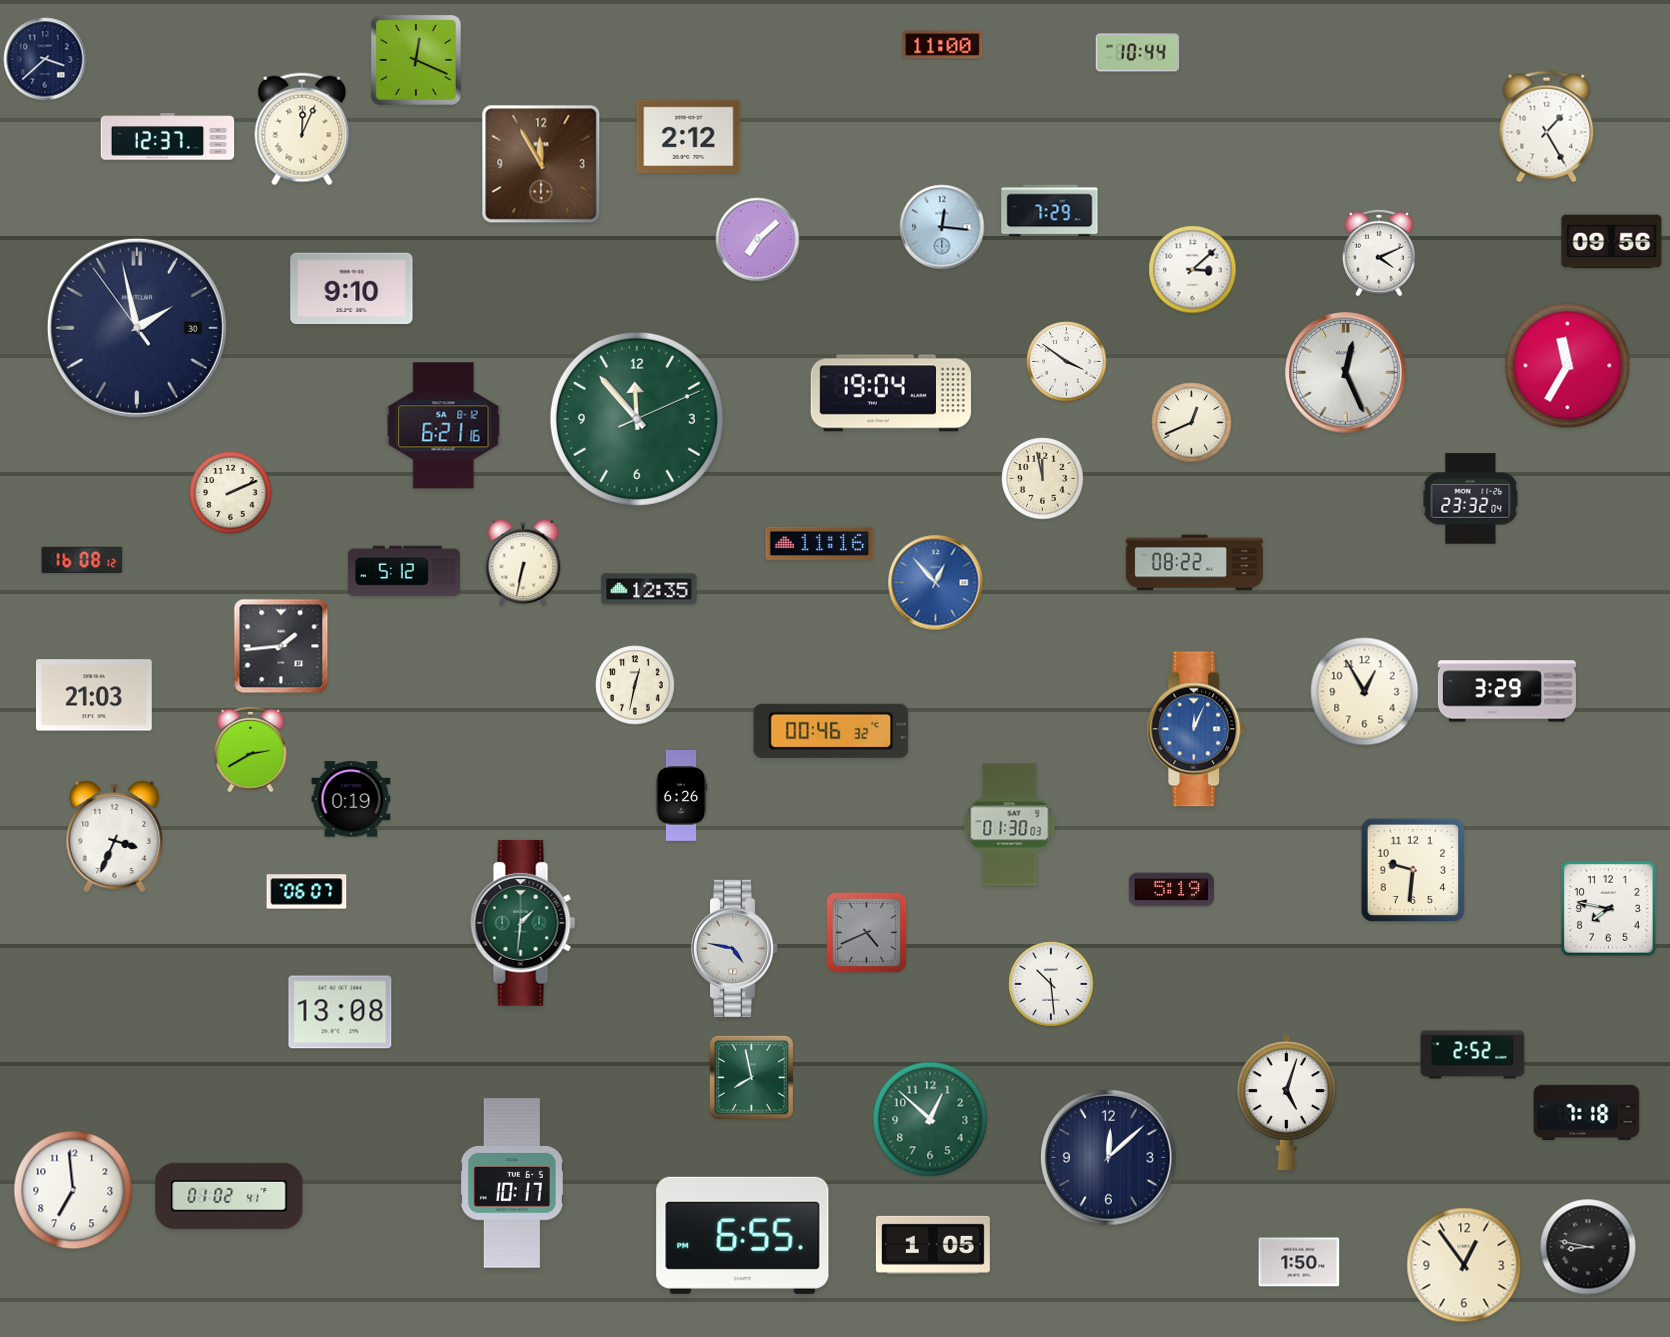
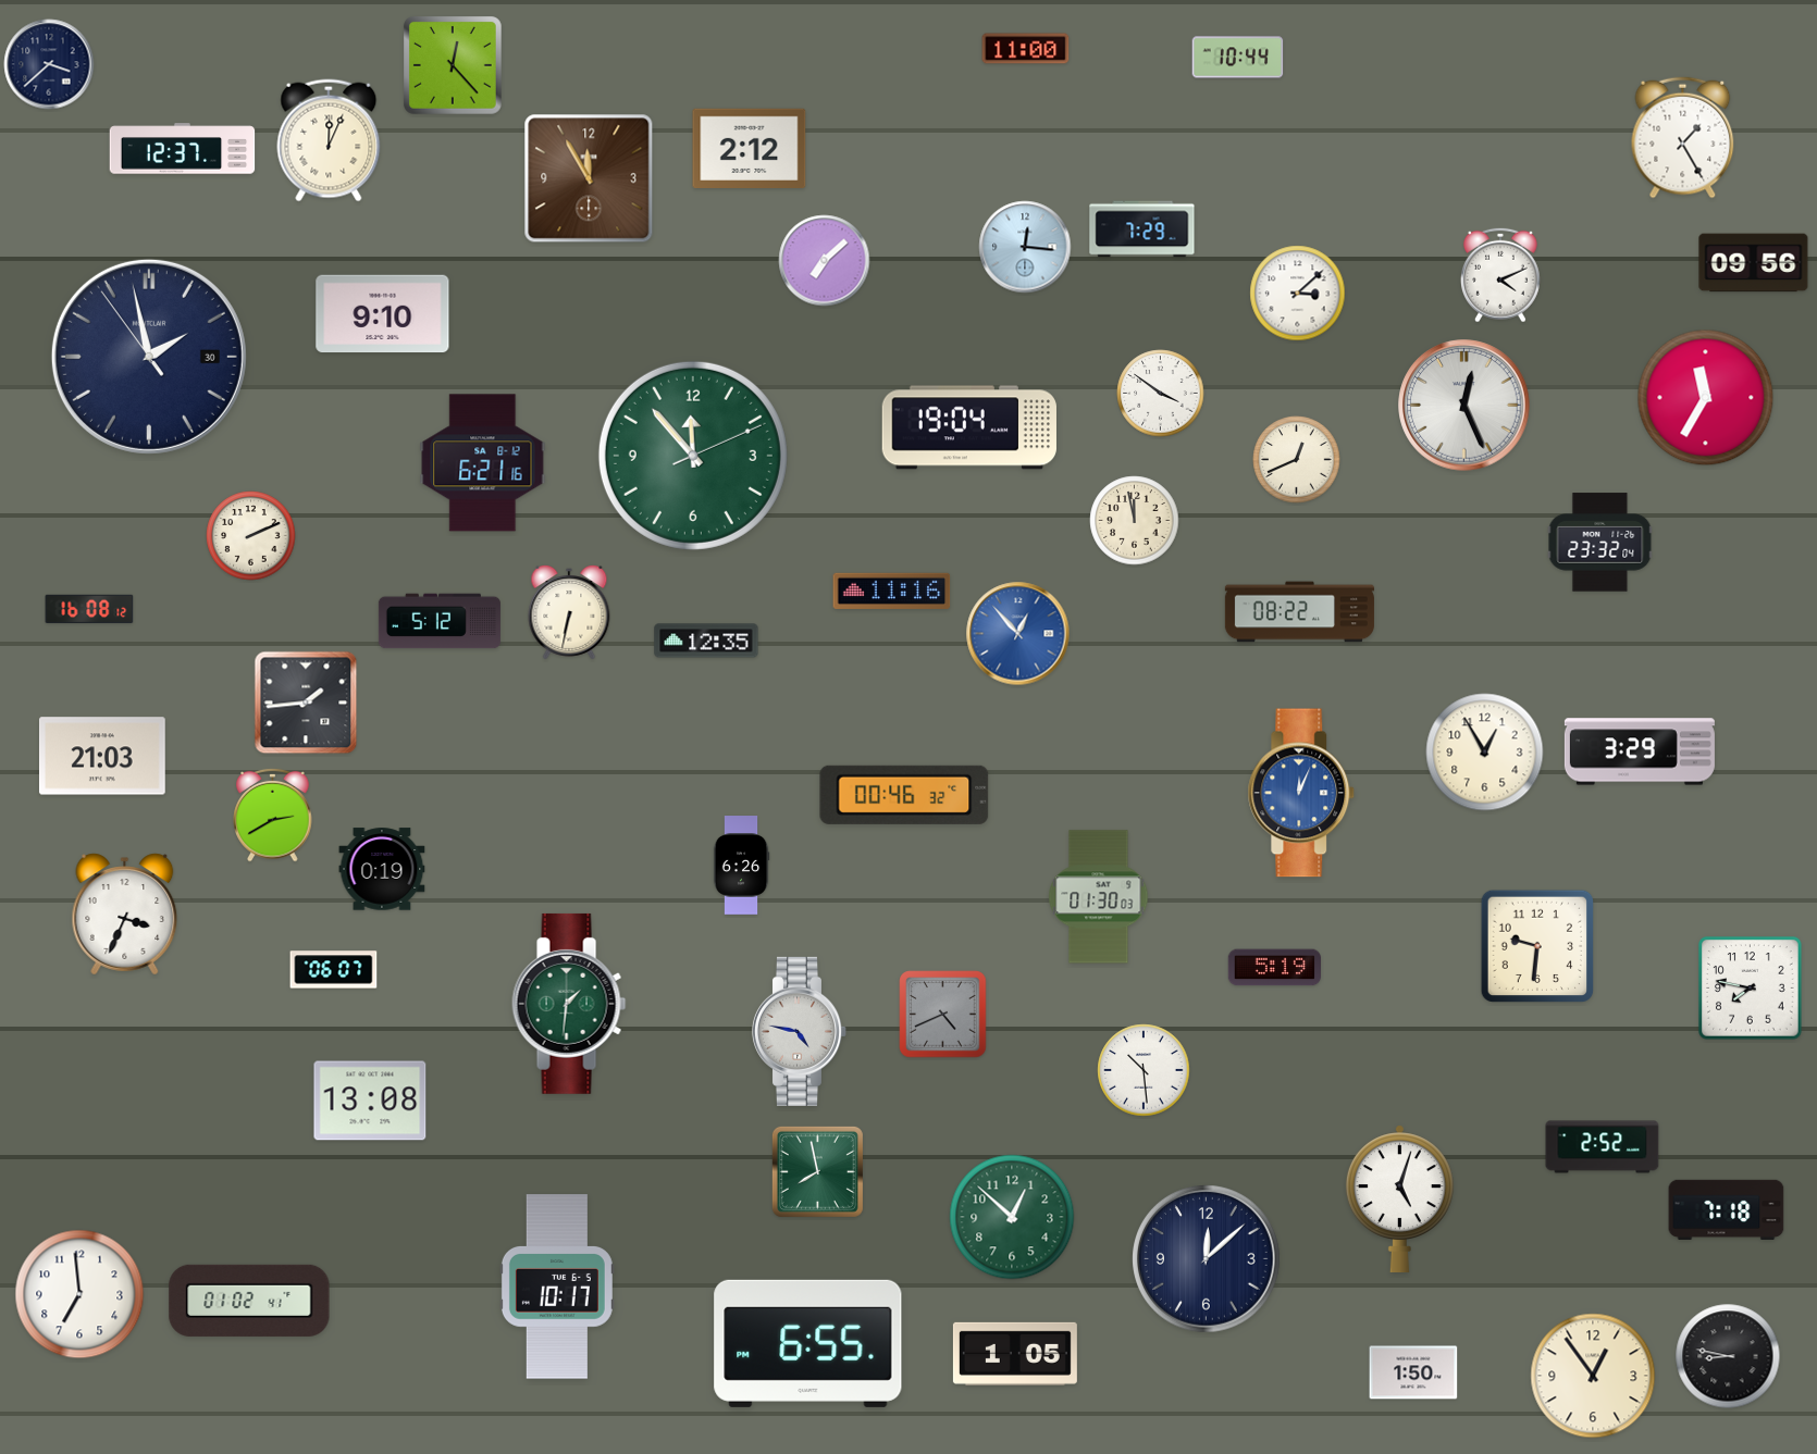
clock at (417, 61): 12:19 -> 12:23
clock at (635, 685): 12:32 -> none
clock at (115, 837) position: (115, 837) -> (125, 915)
